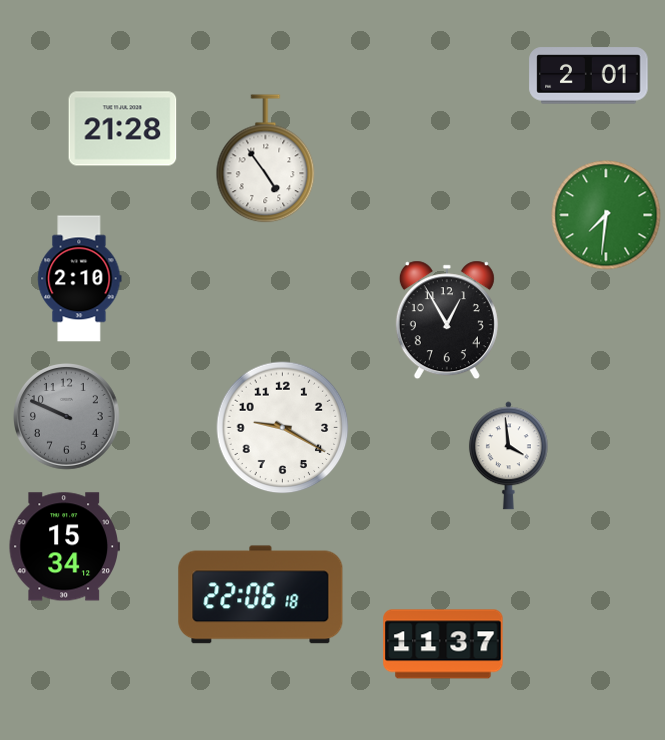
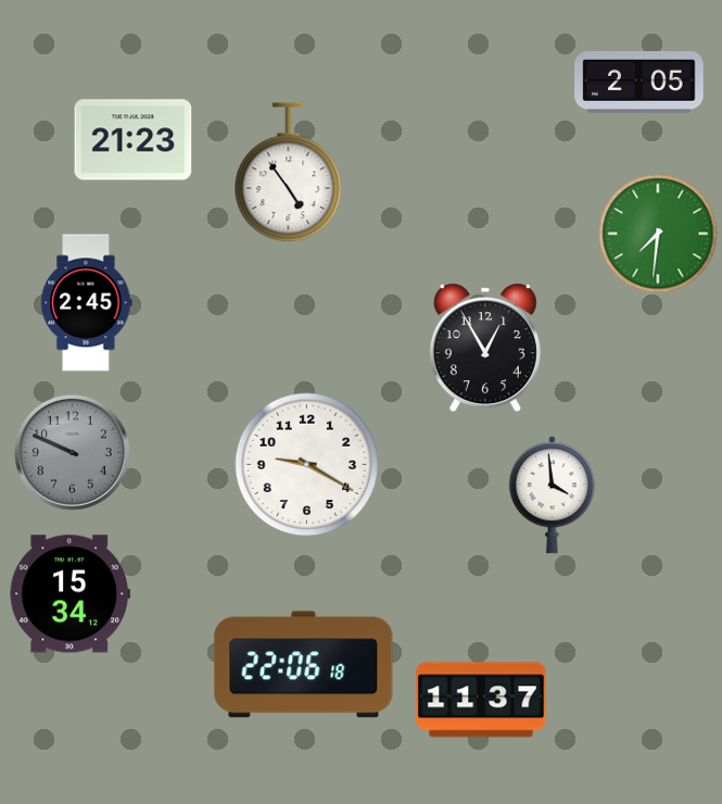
clock at (589, 76): 2:01 -> 2:05
clock at (123, 129): 21:28 -> 21:23
clock at (80, 279): 2:10 -> 2:45
clock at (261, 595) position: (261, 595) -> (304, 665)
